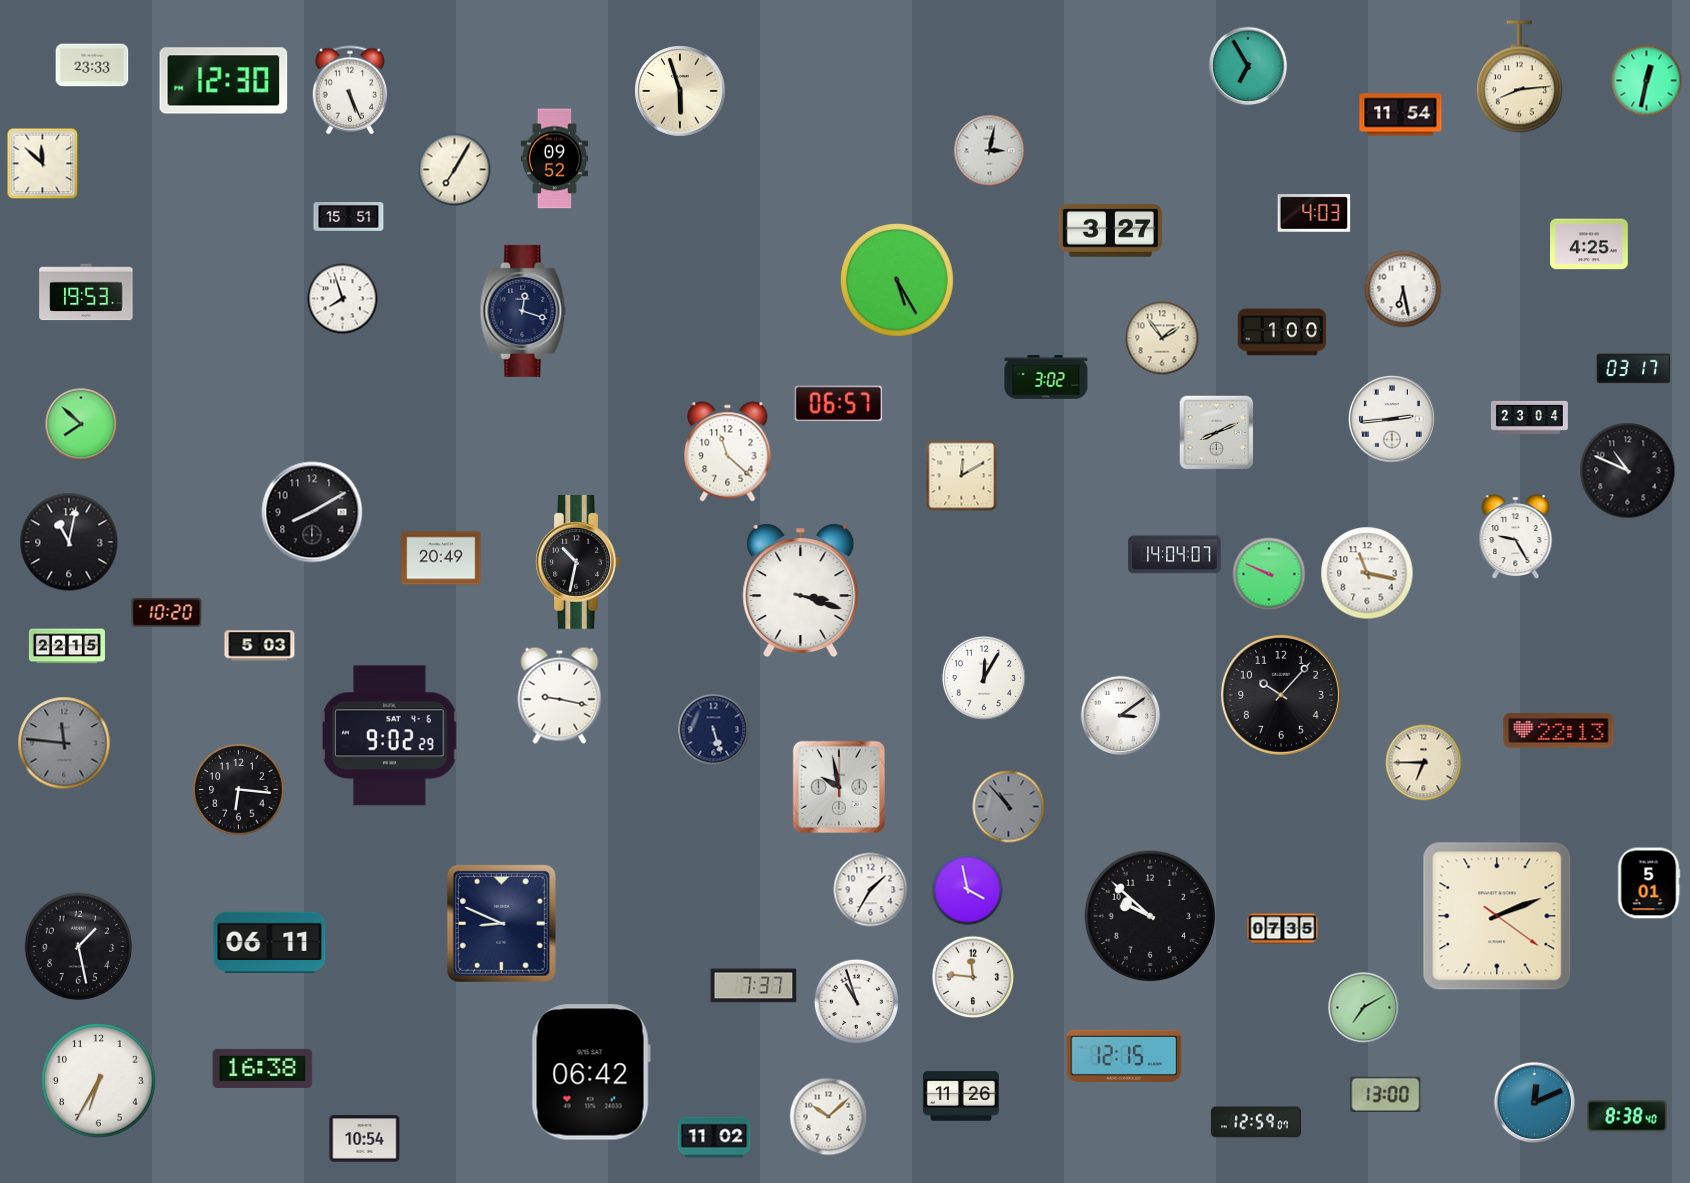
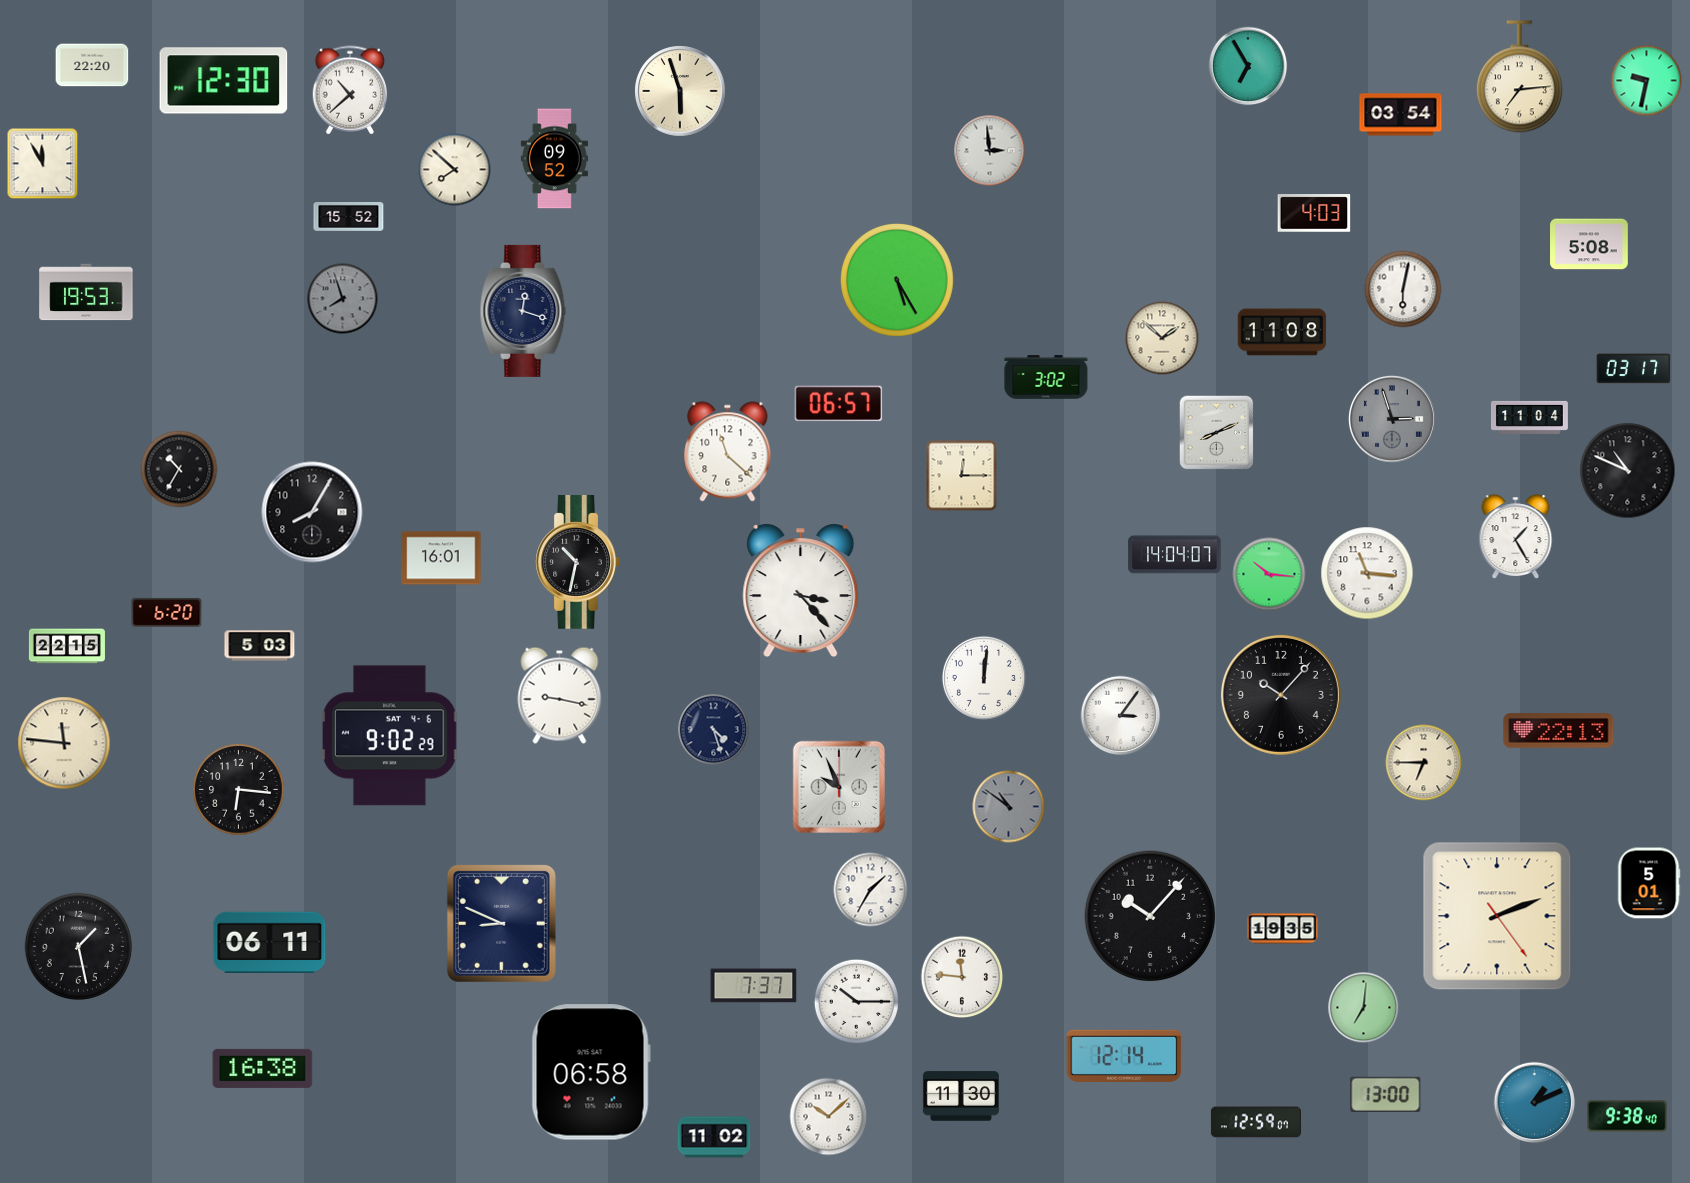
clock at (92, 65): 23:33 -> 22:20
clock at (1519, 77): 8:14 -> 7:14
clock at (1647, 81): 12:32 -> 9:32
clock at (350, 90): 5:26 -> 10:38
clock at (1401, 115): 11:54 -> 03:54
clock at (990, 151): 3:02 -> 2:59
clock at (43, 164): 11:52 -> 11:55
clock at (455, 170): 7:05 -> 7:52
clock at (349, 217): 15:51 -> 15:52
clock at (1110, 231): 3:27 -> none
clock at (1589, 244): 4:25 -> 5:08
clock at (1403, 289): 6:28 -> 6:02
clock at (343, 299) dial: white -> grey
clock at (1282, 332): 1:00 -> 11:08
clock at (1162, 338): 1:54 -> 1:52
clock at (1529, 417): 23:04 -> 11:04
clock at (1392, 419): 2:44 -> 2:57
clock at (1392, 419) dial: white -> grey
clock at (81, 424): 7:52 -> none
clock at (179, 469): none -> 10:35
clock at (962, 476): 12:10 -> 12:15
clock at (312, 512): 8:10 -> 8:05
clock at (1516, 536): 9:25 -> 1:25
clock at (69, 542): 11:02 -> none
clock at (441, 558): 20:49 -> 16:01
clock at (1367, 573): 11:17 -> 11:16
clock at (1269, 574): 9:49 -> 10:16
clock at (801, 591): 3:18 -> 3:23
clock at (167, 612): 10:20 -> 6:20
clock at (984, 678): 12:05 -> 12:01
clock at (1121, 716): 3:09 -> 3:06
clock at (714, 730): 5:27 -> 4:27
clock at (64, 743) dial: grey -> cream
clock at (838, 786): 9:58 -> 9:56
clock at (1009, 807): 10:53 -> 10:51
clock at (968, 890): 3:58 -> none
clock at (1150, 916): 9:52 -> 10:07
clock at (1497, 916): 2:11:21 -> 2:11:24
clock at (1283, 929): 07:35 -> 19:35
clock at (973, 977) position: (973, 977) -> (962, 977)
clock at (856, 1001): 10:57 -> 10:15
clock at (1364, 1008): 7:10 -> 7:01
clock at (1124, 1056): 12:15 -> 12:14
clock at (591, 1072): 06:42 -> 06:58
clock at (99, 1081): 6:35 -> none
clock at (961, 1096): 11:26 -> 11:30
clock at (1535, 1103): 12:11 -> 1:11
clock at (1627, 1116): 8:38 -> 9:38
clock at (365, 1139): 10:54 -> none
